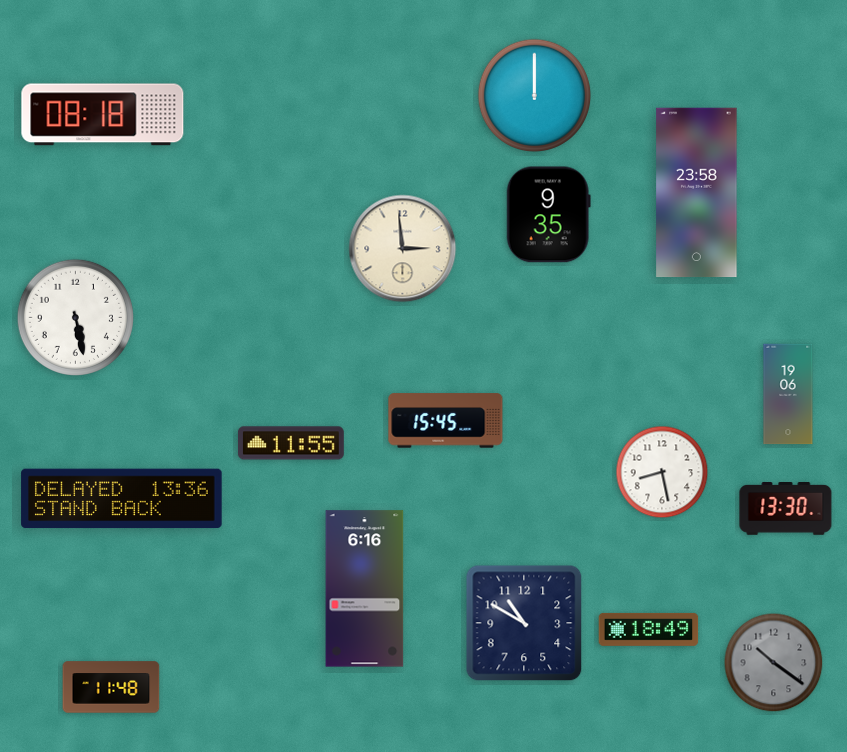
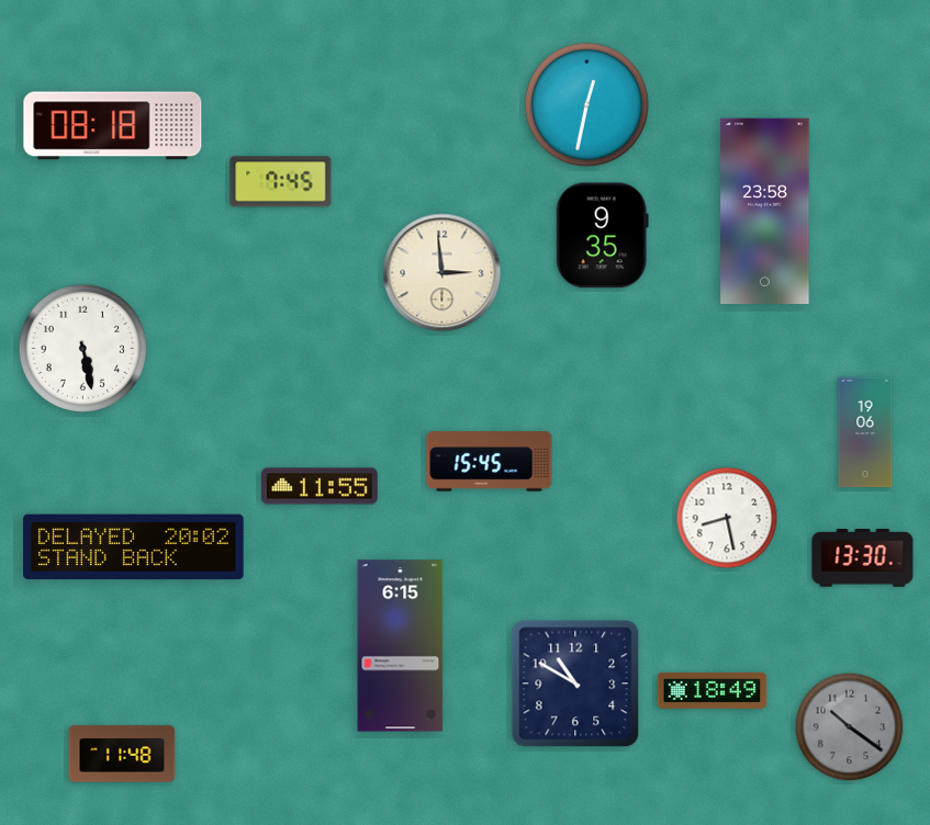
clock at (534, 95): 12:00 -> 12:32
clock at (281, 182): none -> 7:45
clock at (122, 499): 13:36 -> 20:02
clock at (365, 589): 6:16 -> 6:15
